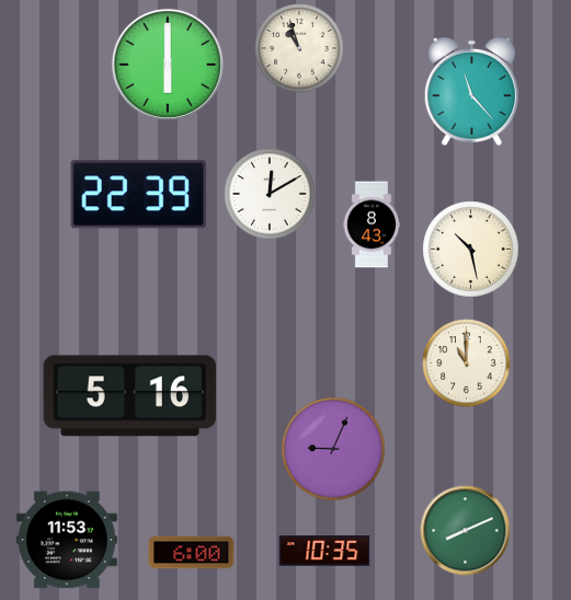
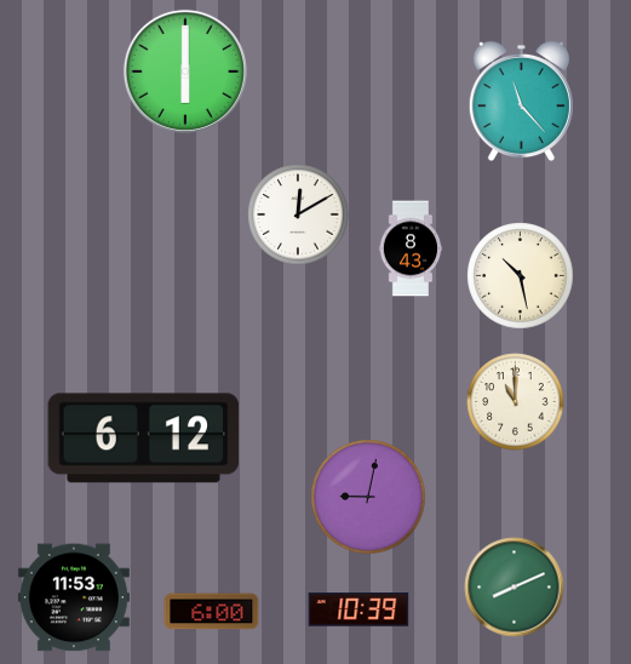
clock at (299, 48): 10:57 -> none
clock at (138, 195): 22:39 -> none
clock at (130, 396): 5:16 -> 6:12
clock at (333, 449): 9:04 -> 9:02
clock at (324, 551): 10:35 -> 10:39
